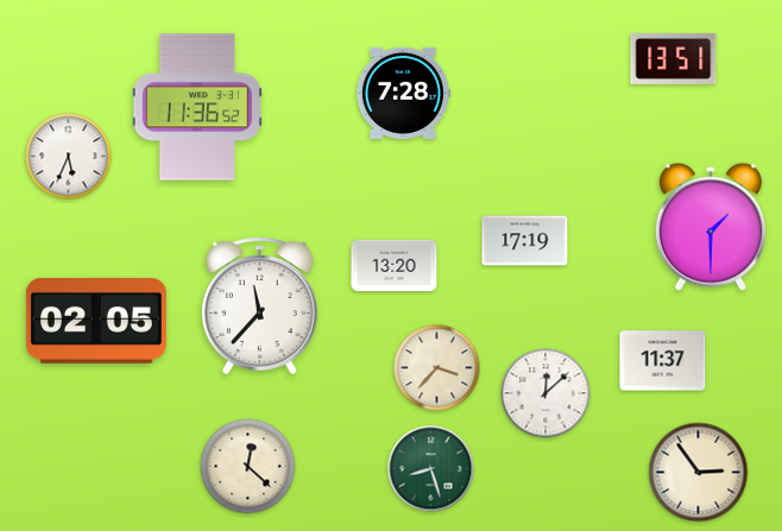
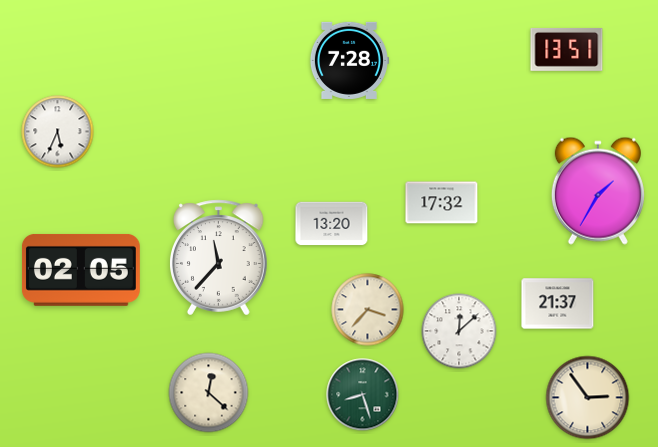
clock at (403, 93) position: (403, 93) -> (349, 60)
clock at (197, 107): 11:36 -> none
clock at (711, 227): 1:30 -> 1:35
clock at (525, 241): 17:19 -> 17:32
clock at (663, 361): 11:37 -> 21:37
